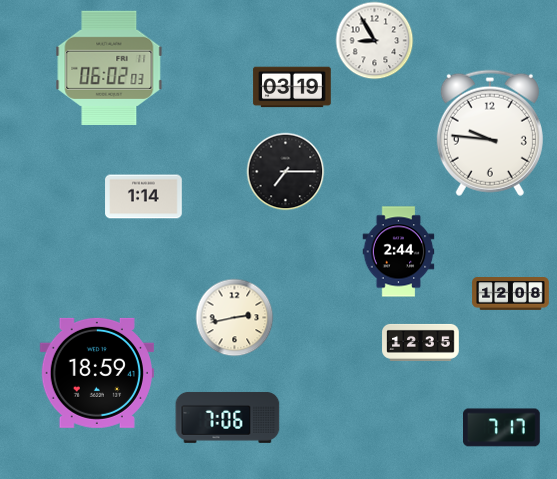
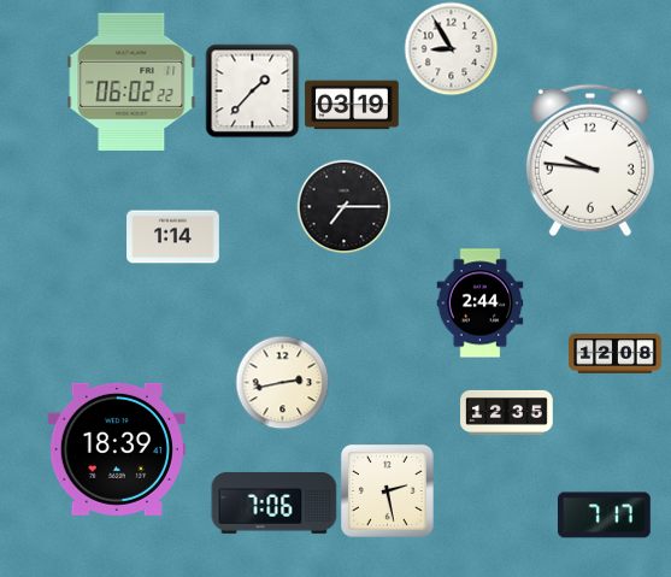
clock at (109, 68): 06:02:03 -> 06:02:22
clock at (252, 90): none -> 1:37
clock at (97, 373): 18:59 -> 18:39
clock at (388, 491): none -> 2:28
